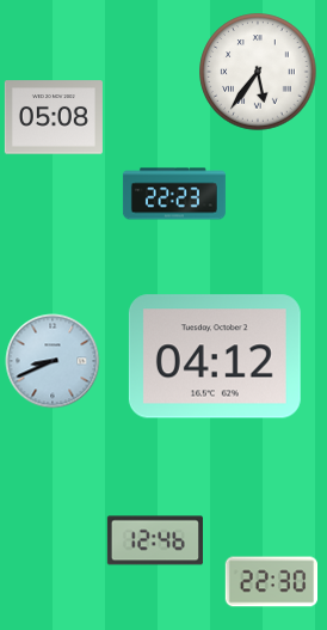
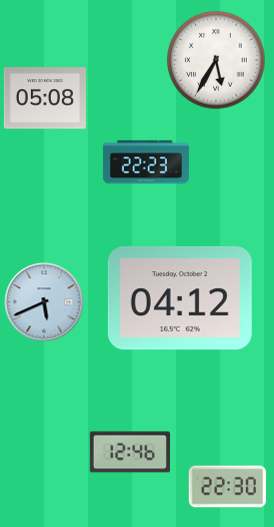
clock at (258, 72): 5:36 -> 5:35
clock at (53, 361): 8:41 -> 5:41
